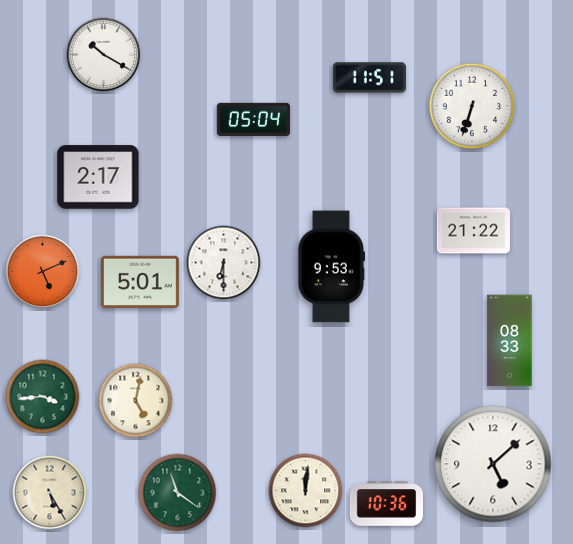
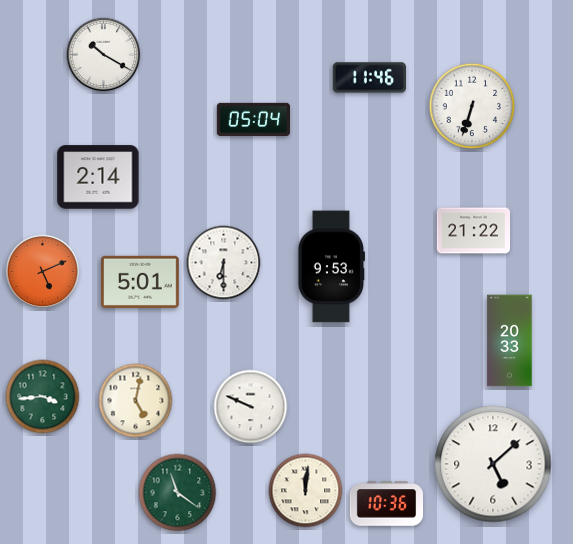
clock at (369, 78): 11:51 -> 11:46
clock at (98, 177): 2:17 -> 2:14
clock at (510, 341): 08:33 -> 20:33
clock at (251, 407): none -> 9:49
clock at (50, 493): 5:25 -> none
